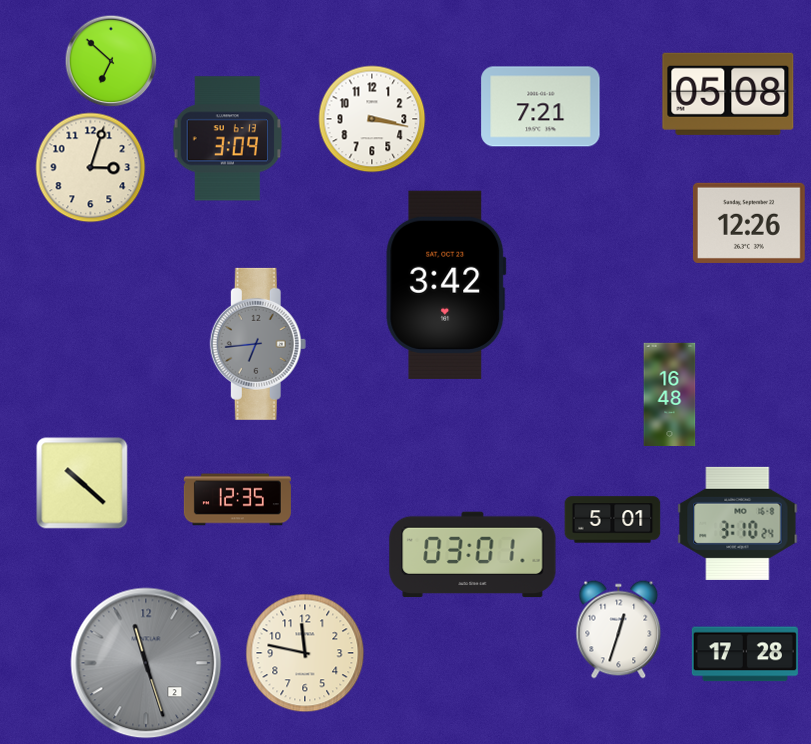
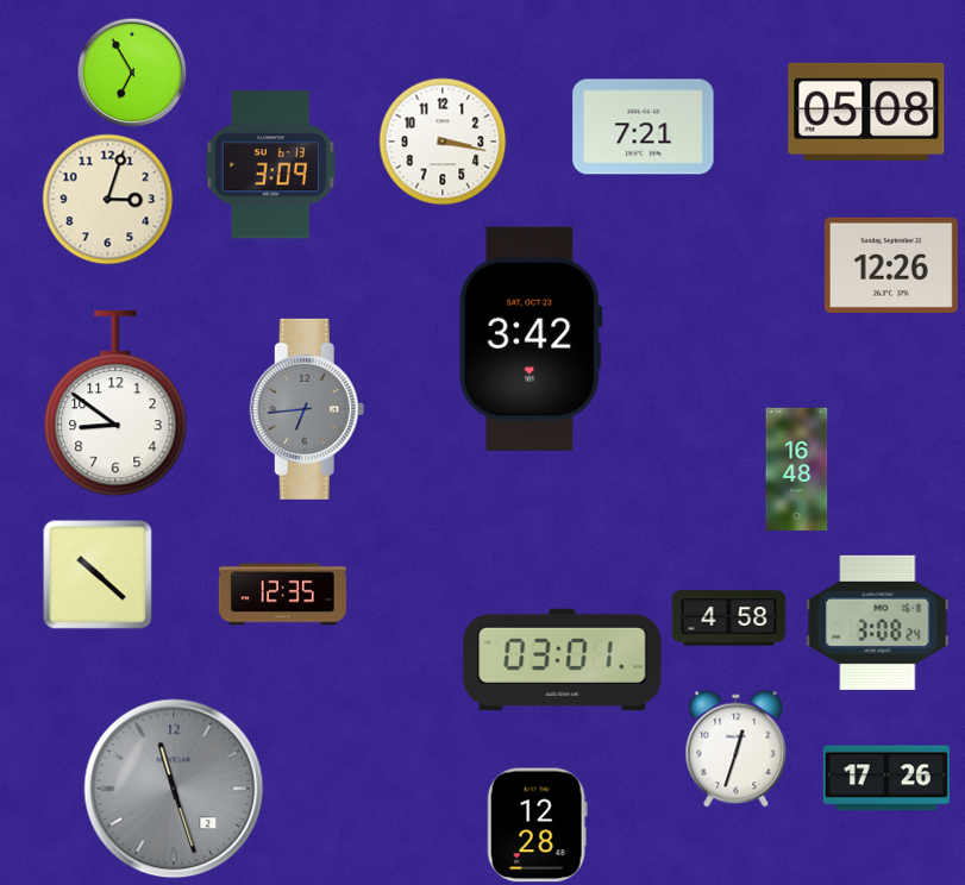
clock at (111, 61): 6:52 -> 6:55
clock at (115, 403): none -> 8:51
clock at (613, 520): 5:01 -> 4:58
clock at (738, 523): 3:10 -> 3:08
clock at (305, 653): 11:47 -> none
clock at (745, 654): 17:28 -> 17:26
clock at (537, 826): none -> 12:28
